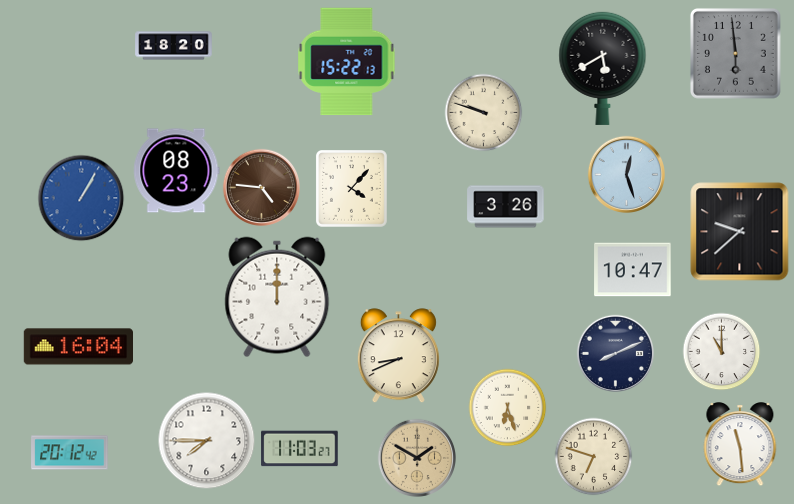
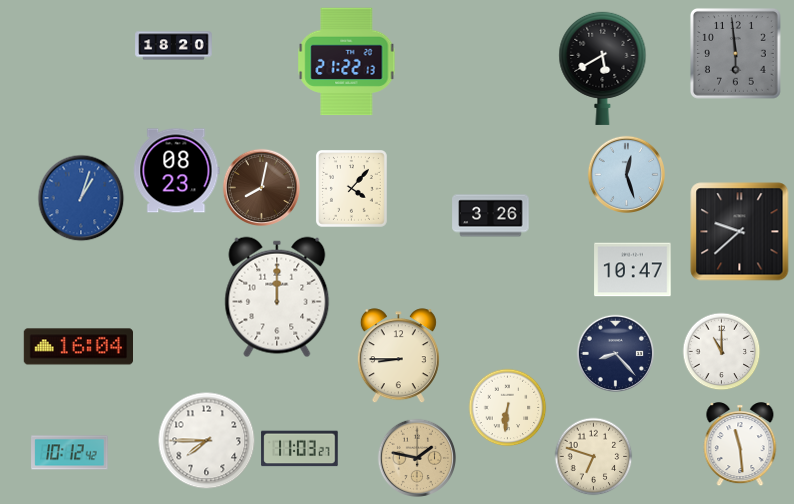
clock at (347, 62): 15:22 -> 21:22
clock at (483, 112): 9:48 -> none
clock at (261, 187): 4:46 -> 8:02
clock at (81, 198): 1:05 -> 1:03
clock at (506, 207) position: (506, 207) -> (491, 216)
clock at (615, 353): 8:11 -> 8:23
clock at (398, 356): 8:41 -> 8:45
clock at (507, 407): 6:27 -> 6:31
clock at (70, 453): 20:12 -> 10:12
clock at (416, 457): 1:50 -> 1:47
